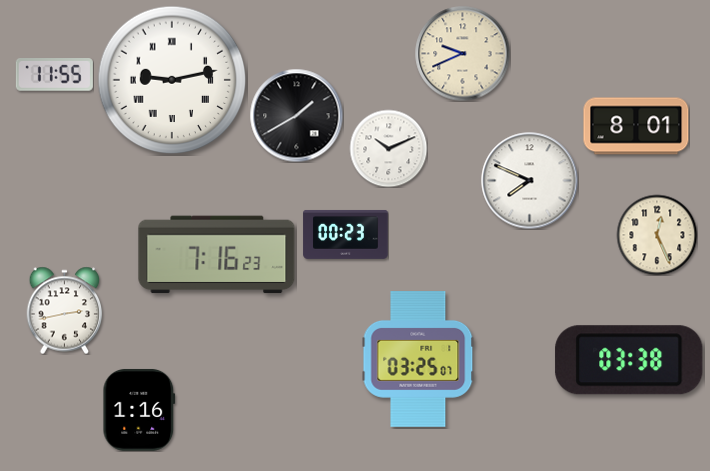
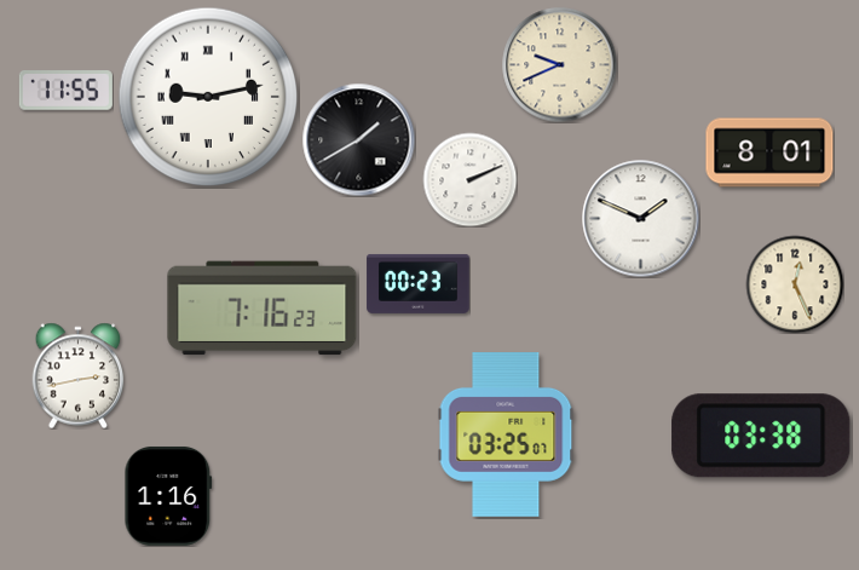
clock at (388, 148): 10:11 -> 2:11
clock at (530, 181): 7:49 -> 1:49
